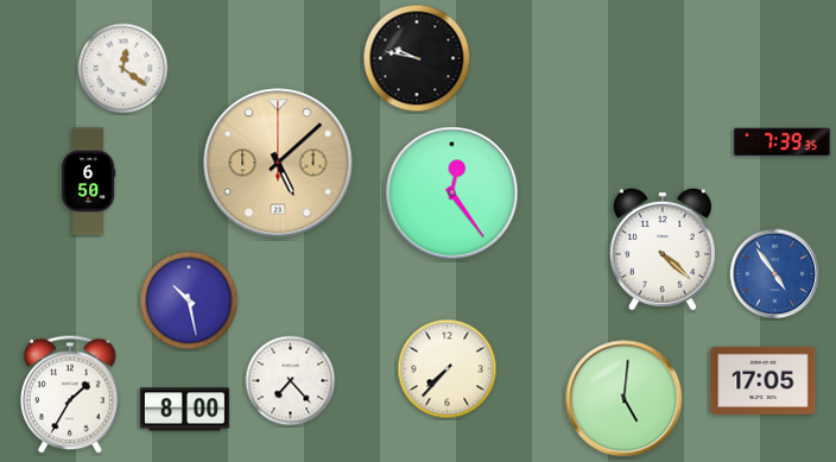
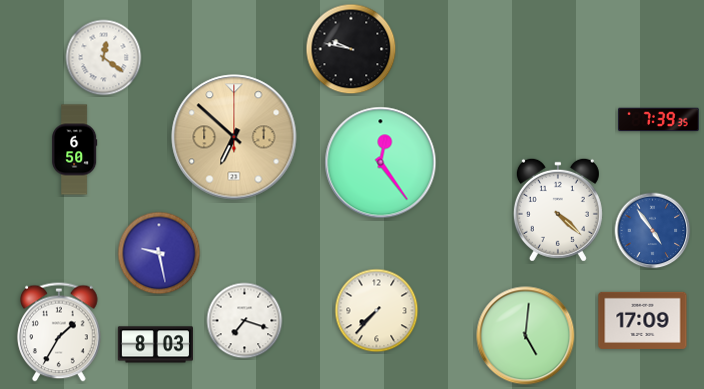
clock at (278, 163): 5:08 -> 6:52
clock at (89, 182) position: (89, 182) -> (75, 150)
clock at (189, 300): 10:28 -> 9:28
clock at (764, 380): 17:05 -> 17:09
clock at (291, 381): 7:23 -> 7:18
clock at (184, 410): 8:00 -> 8:03
